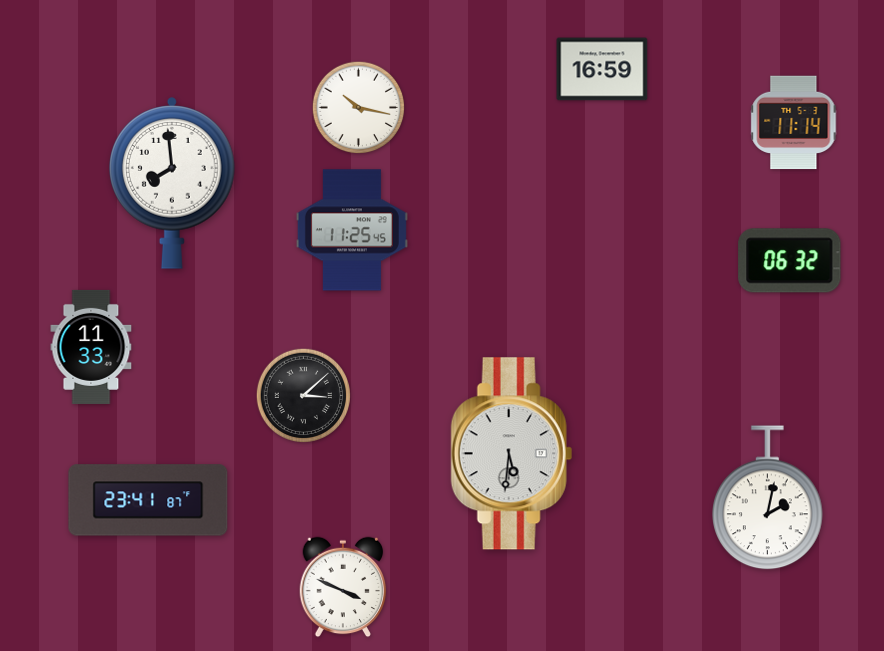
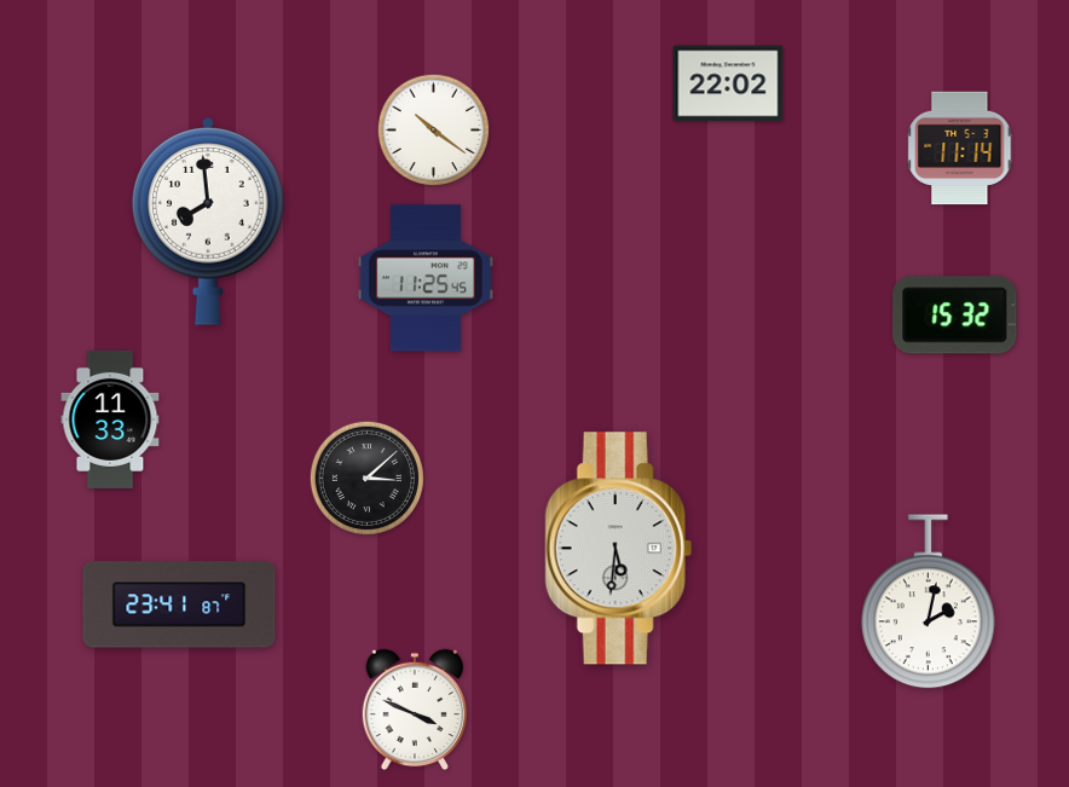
clock at (602, 69): 16:59 -> 22:02
clock at (359, 108): 10:17 -> 10:21
clock at (790, 261): 06:32 -> 15:32
